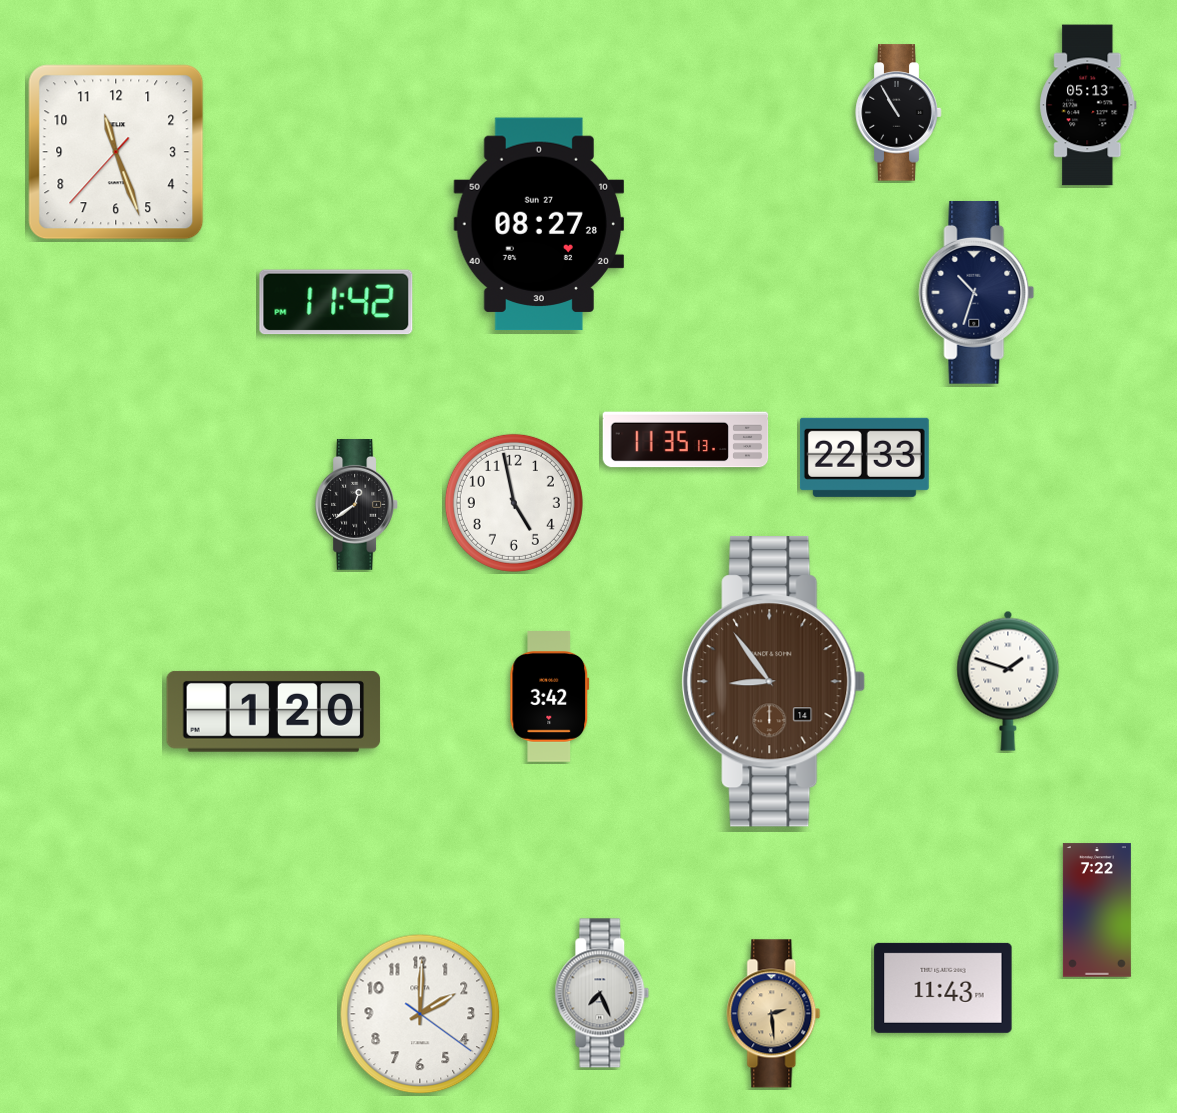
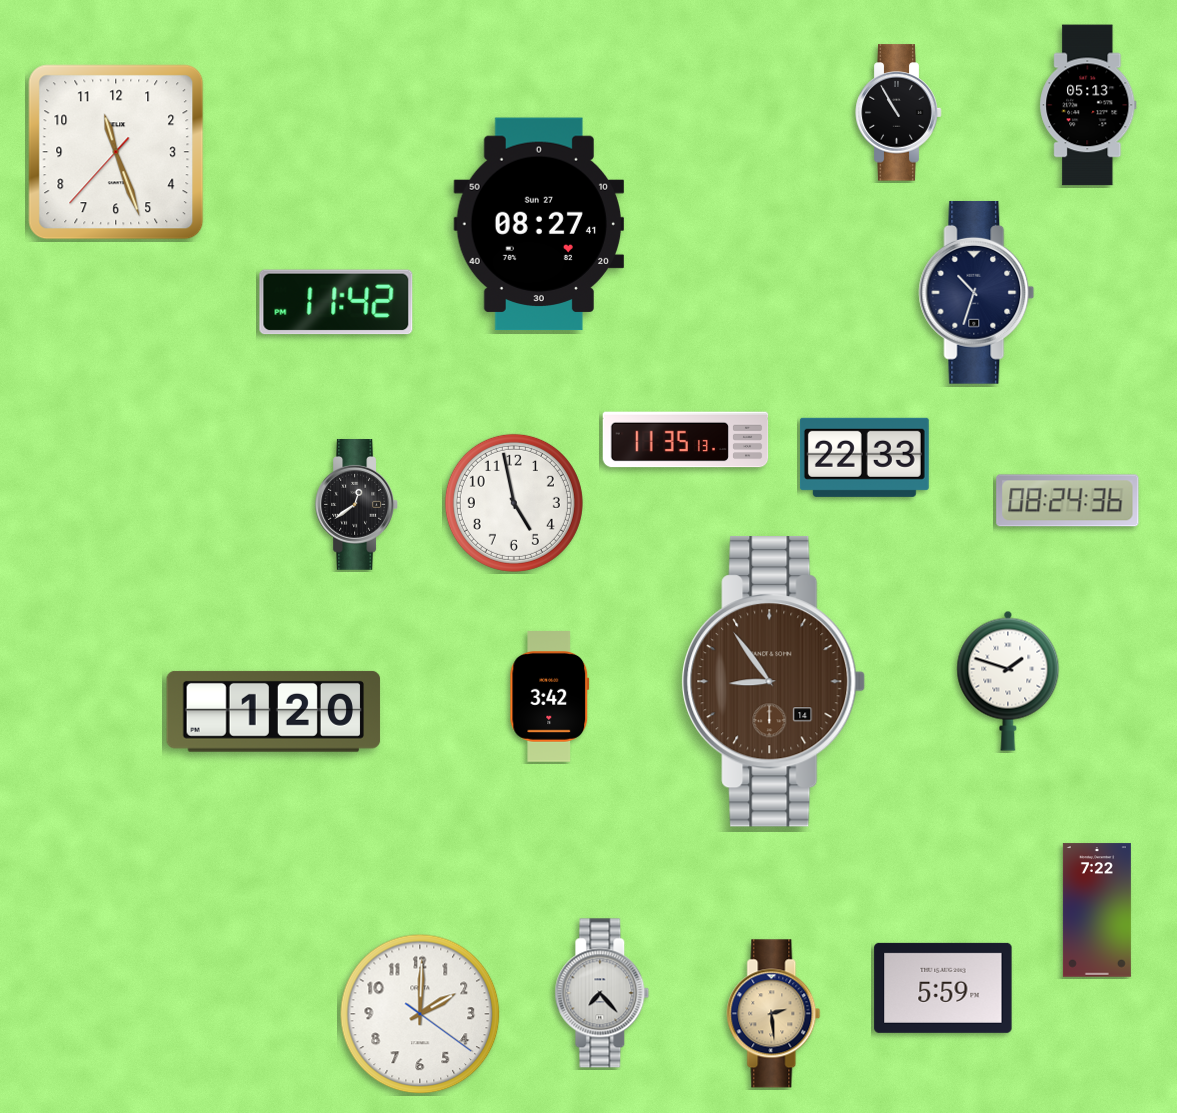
clock at (538, 224): 08:27:28 -> 08:27:41
clock at (1068, 501): none -> 08:24
clock at (943, 988): 11:43 -> 5:59
clock at (602, 993): 7:26 -> 7:23
